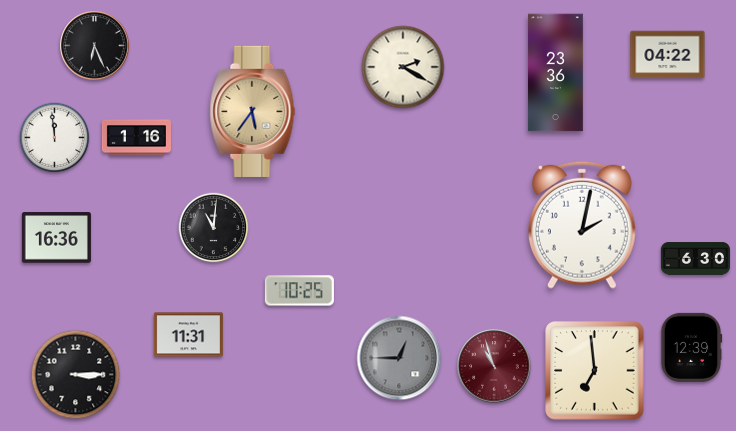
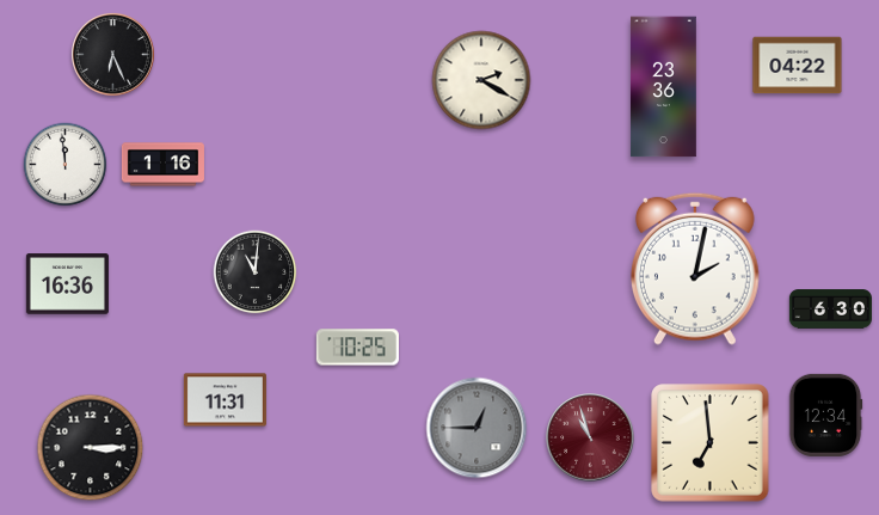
clock at (253, 111): 5:36 -> none
clock at (691, 347): 12:39 -> 12:34
